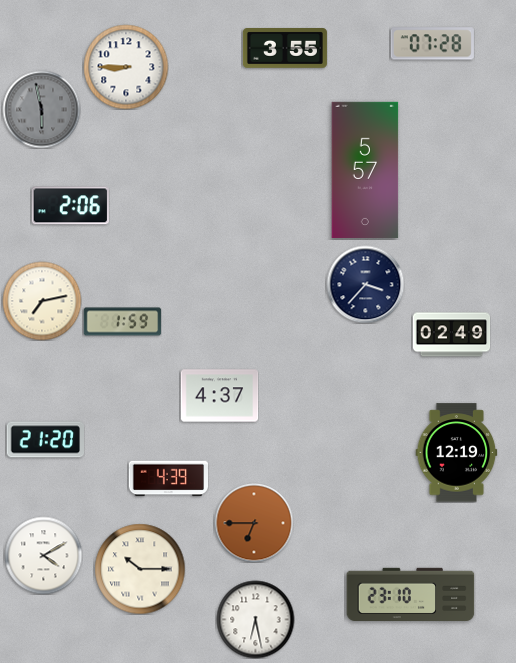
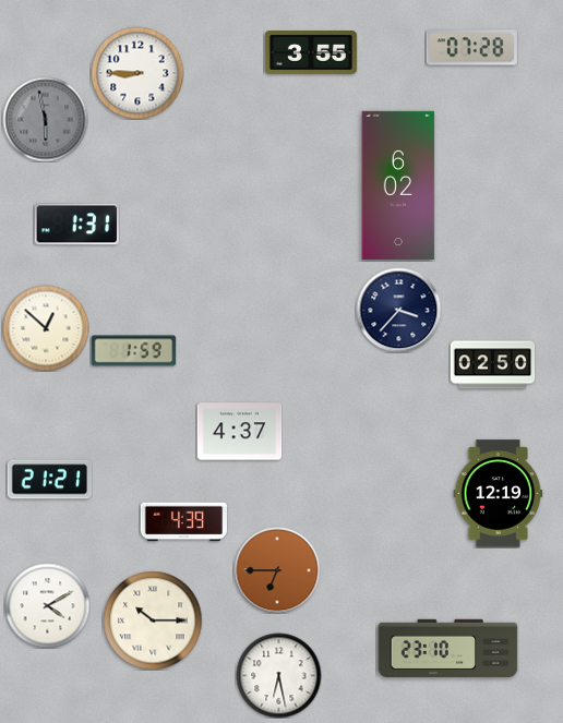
clock at (365, 170): 5:57 -> 6:02
clock at (70, 206): 2:06 -> 1:31
clock at (42, 301): 7:13 -> 12:52
clock at (451, 335): 02:49 -> 02:50
clock at (45, 440): 21:20 -> 21:21
